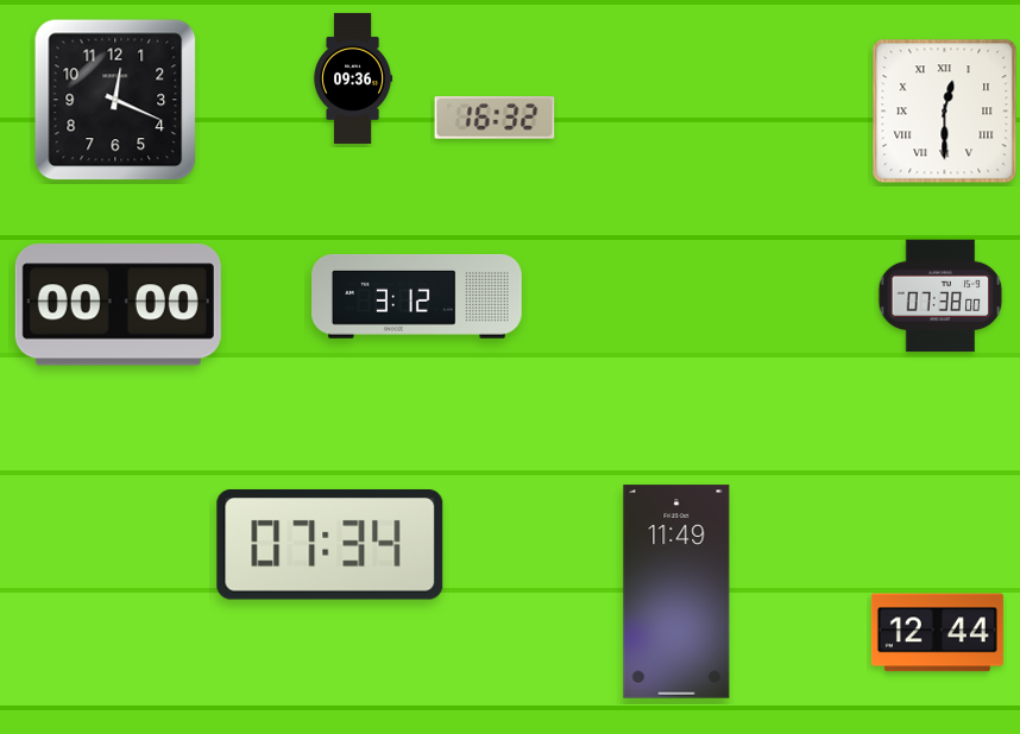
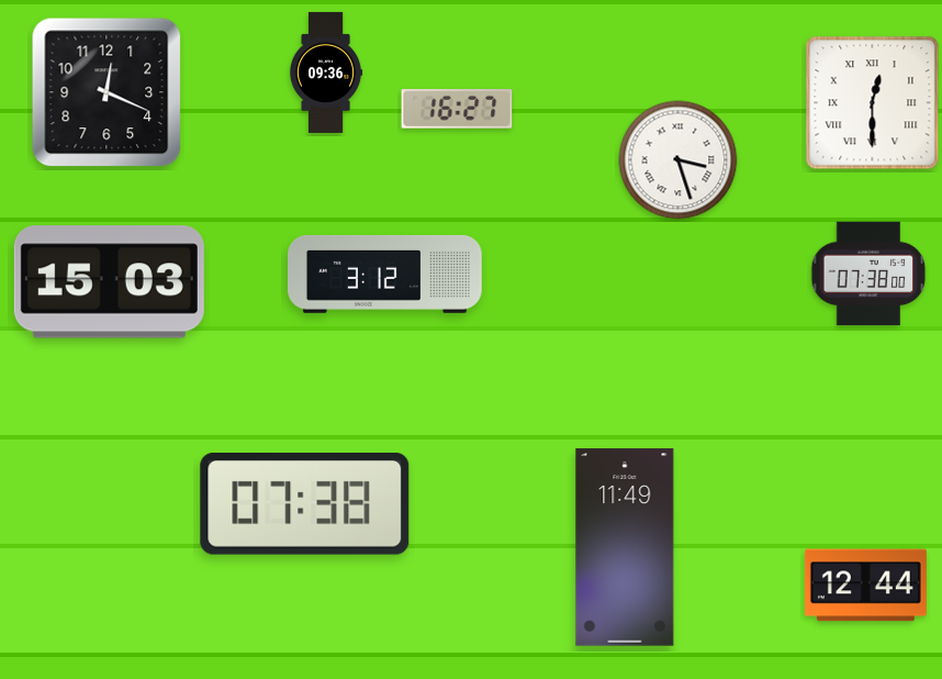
clock at (495, 118): 16:32 -> 16:27
clock at (679, 160): none -> 3:27
clock at (118, 305): 00:00 -> 15:03
clock at (330, 545): 07:34 -> 07:38
